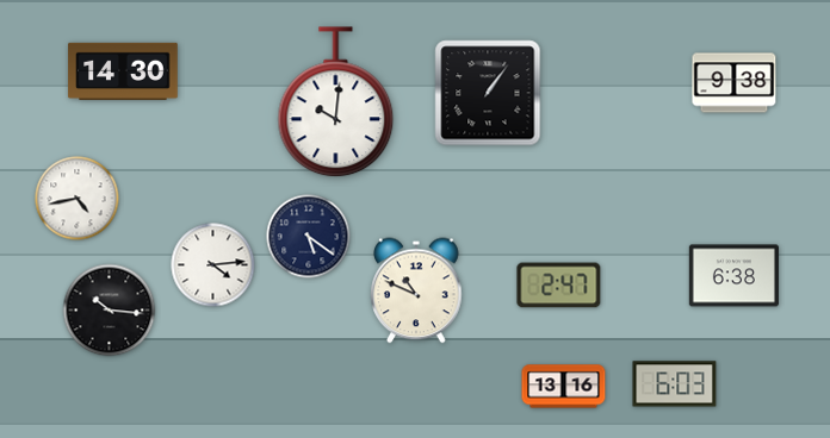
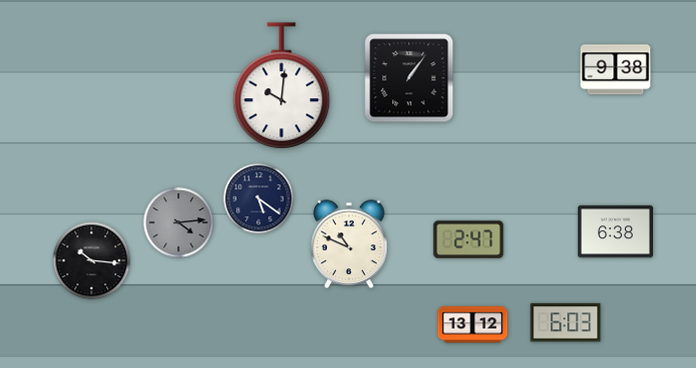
clock at (123, 70): 14:30 -> none
clock at (78, 199): 4:43 -> none
clock at (213, 265) dial: white -> grey
clock at (564, 387): 13:16 -> 13:12
